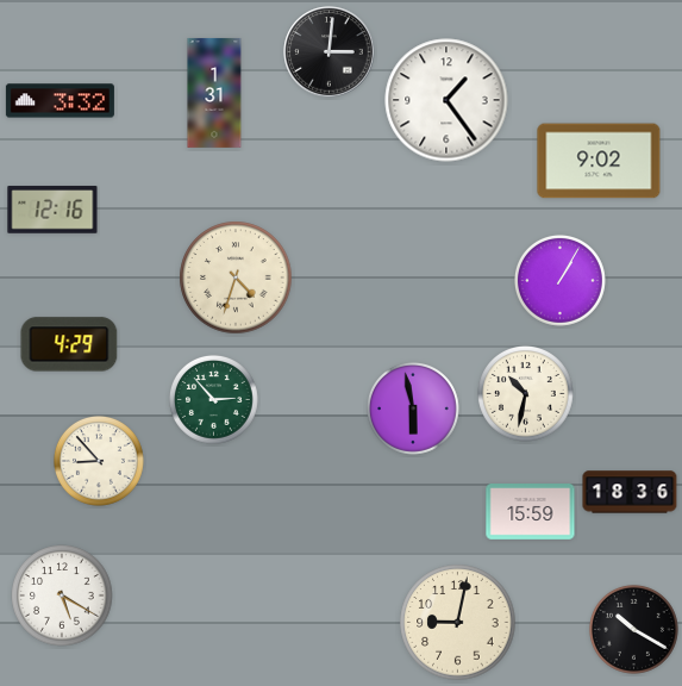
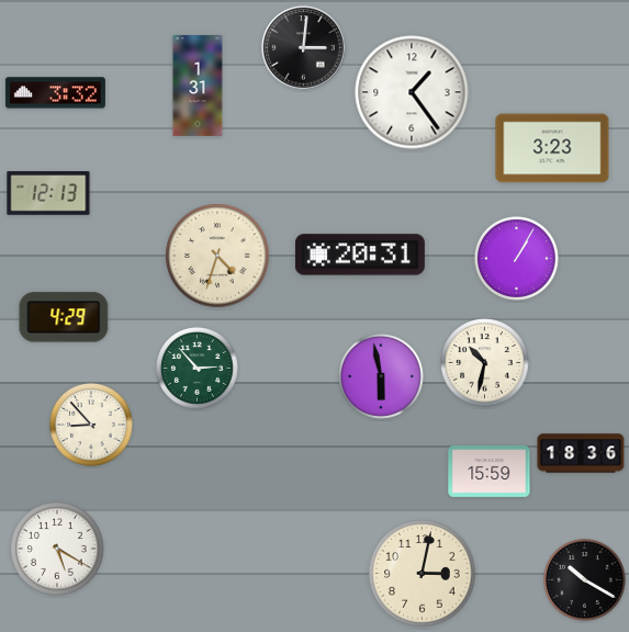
clock at (599, 161): 9:02 -> 3:23
clock at (52, 210): 12:16 -> 12:13
clock at (360, 255): none -> 20:31
clock at (458, 623): 9:02 -> 3:02
